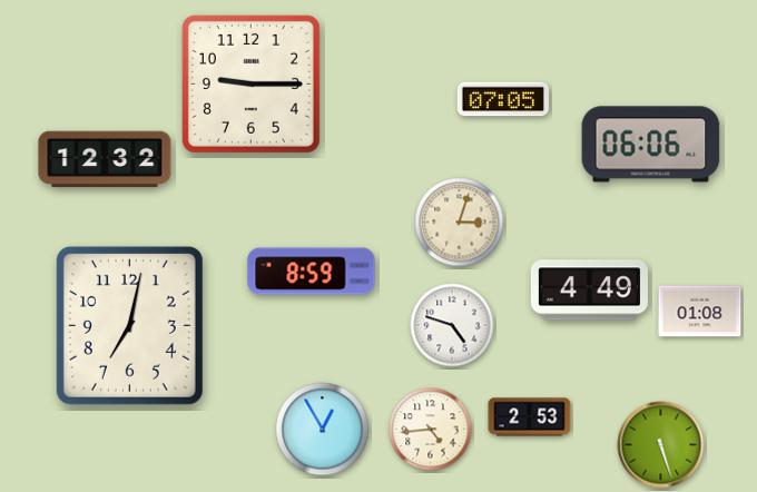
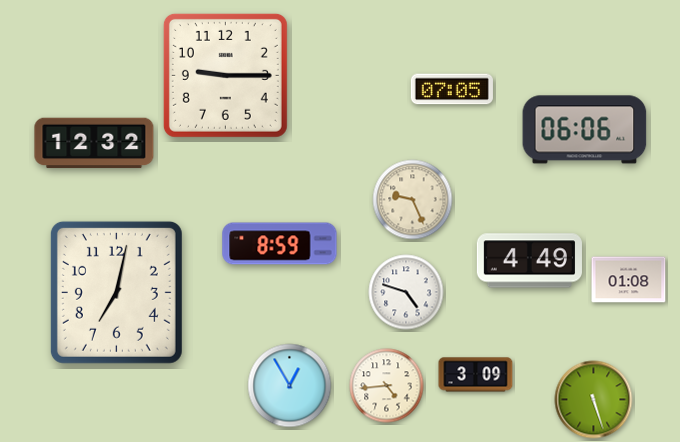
clock at (460, 223): 3:03 -> 9:26
clock at (530, 417): 2:53 -> 3:09
